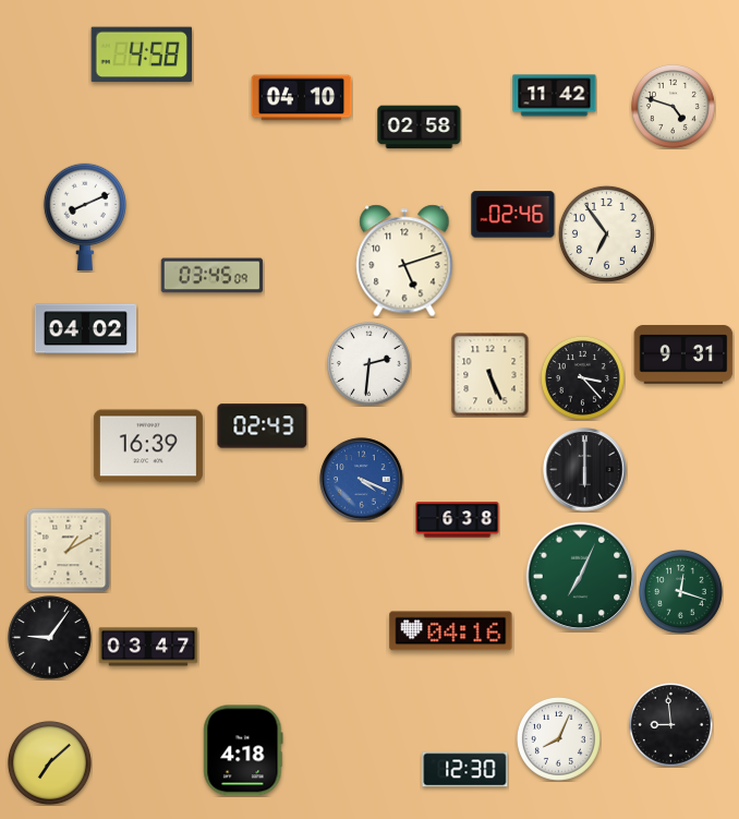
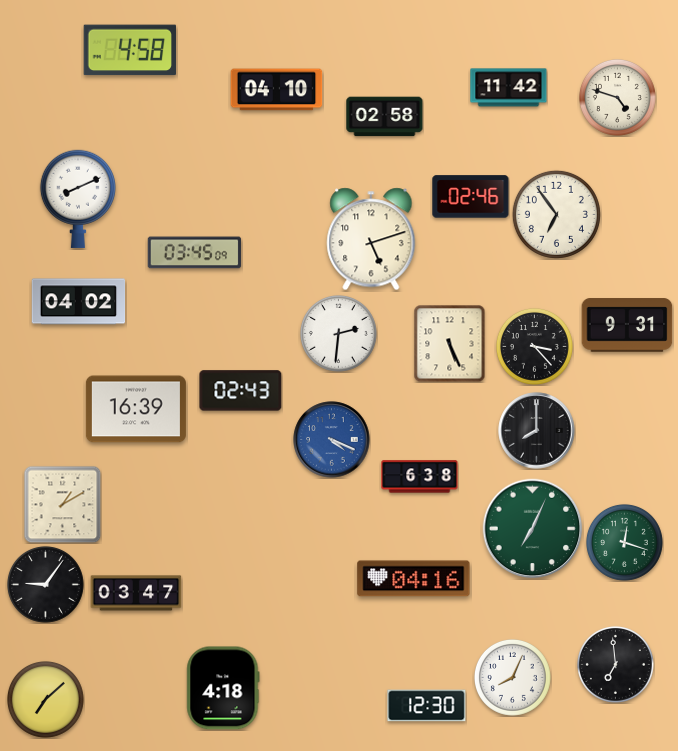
clock at (585, 470): 6:00 -> 8:00
clock at (670, 724): 8:59 -> 6:59
